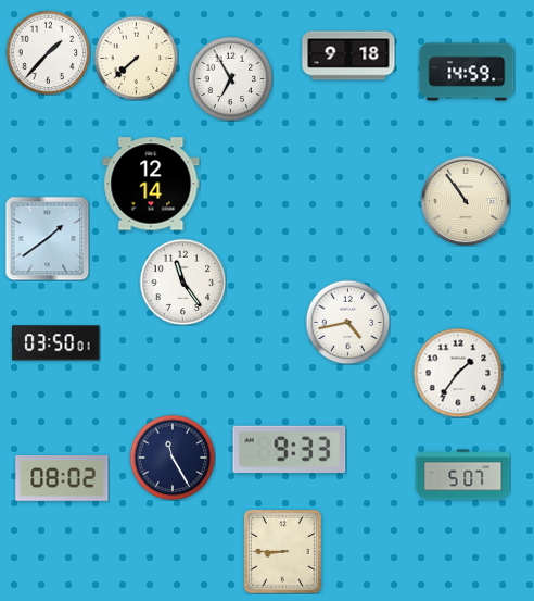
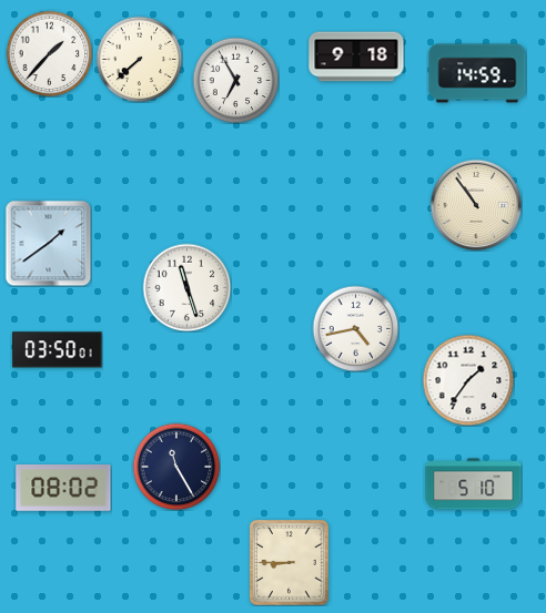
clock at (151, 184): 12:14 -> none
clock at (182, 281): 11:24 -> 11:27
clock at (290, 449): 9:33 -> none
clock at (463, 475): 5:07 -> 5:10
